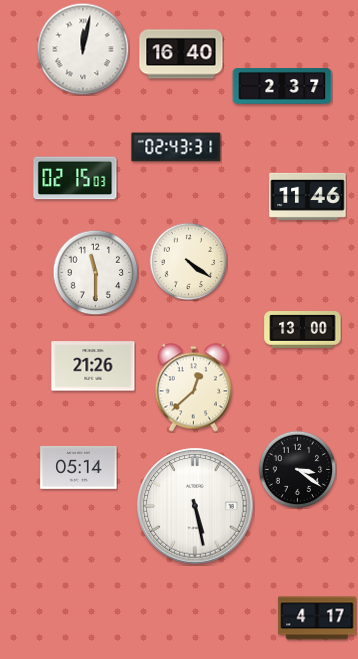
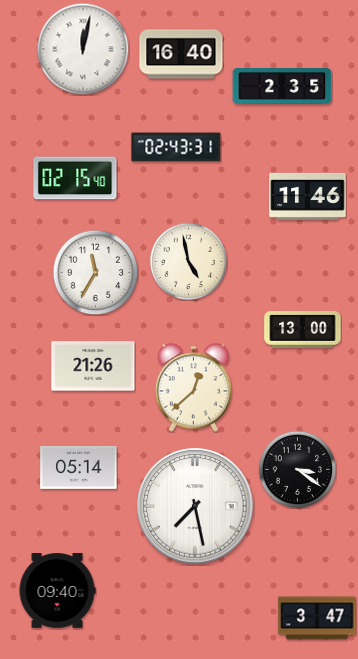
clock at (282, 86): 2:37 -> 2:35
clock at (75, 178): 02:15:03 -> 02:15:40
clock at (188, 261): 4:21 -> 4:58
clock at (95, 272): 11:30 -> 11:35
clock at (195, 506): 5:28 -> 7:28
clock at (57, 591): none -> 09:40
clock at (317, 618): 4:17 -> 3:47
